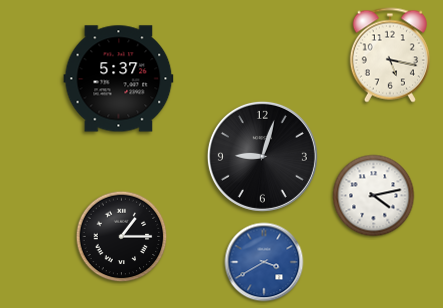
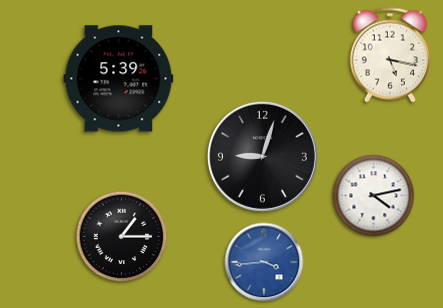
clock at (119, 79): 5:37 -> 5:39
clock at (264, 262): 3:40 -> 3:44
